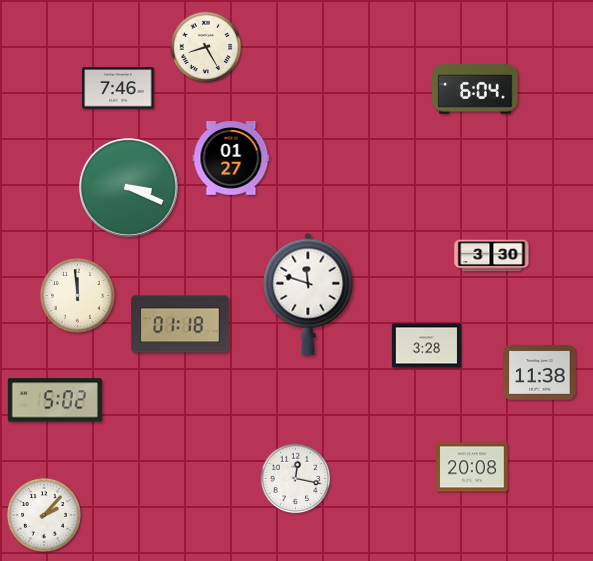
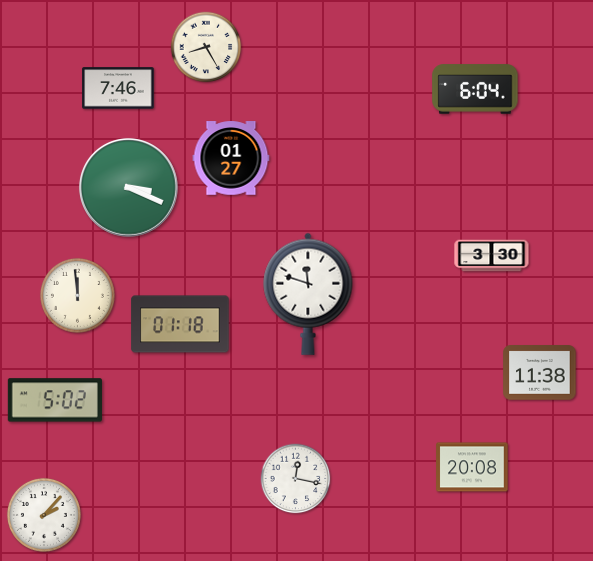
clock at (426, 346): 3:28 -> none
